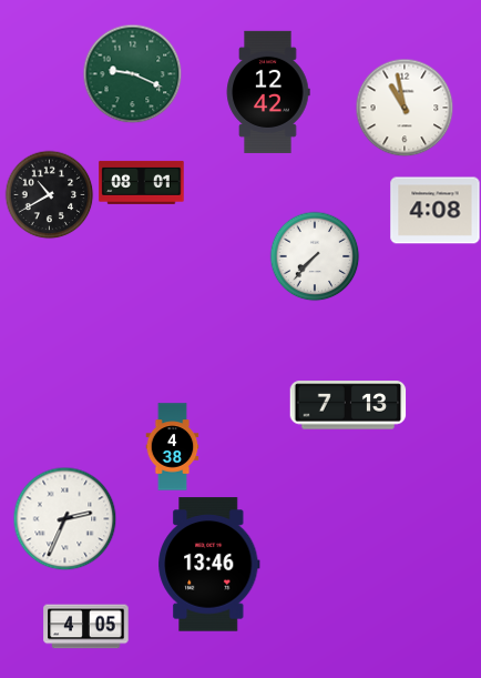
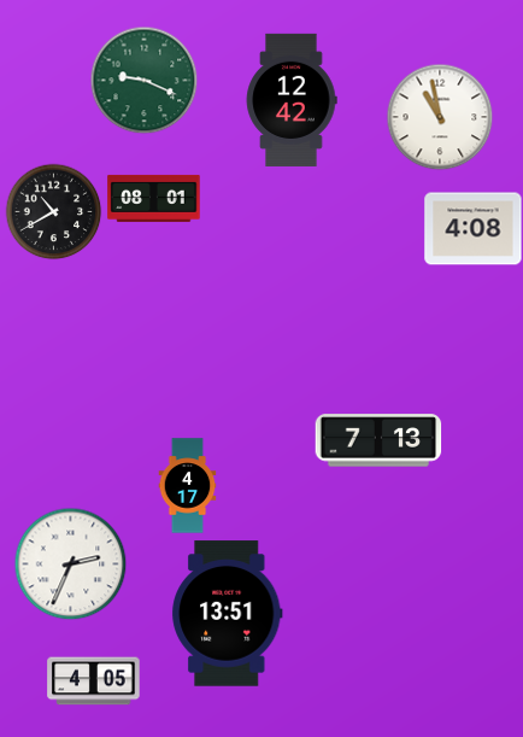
clock at (315, 256): 7:37 -> none
clock at (173, 447): 4:38 -> 4:17
clock at (209, 565): 13:46 -> 13:51
